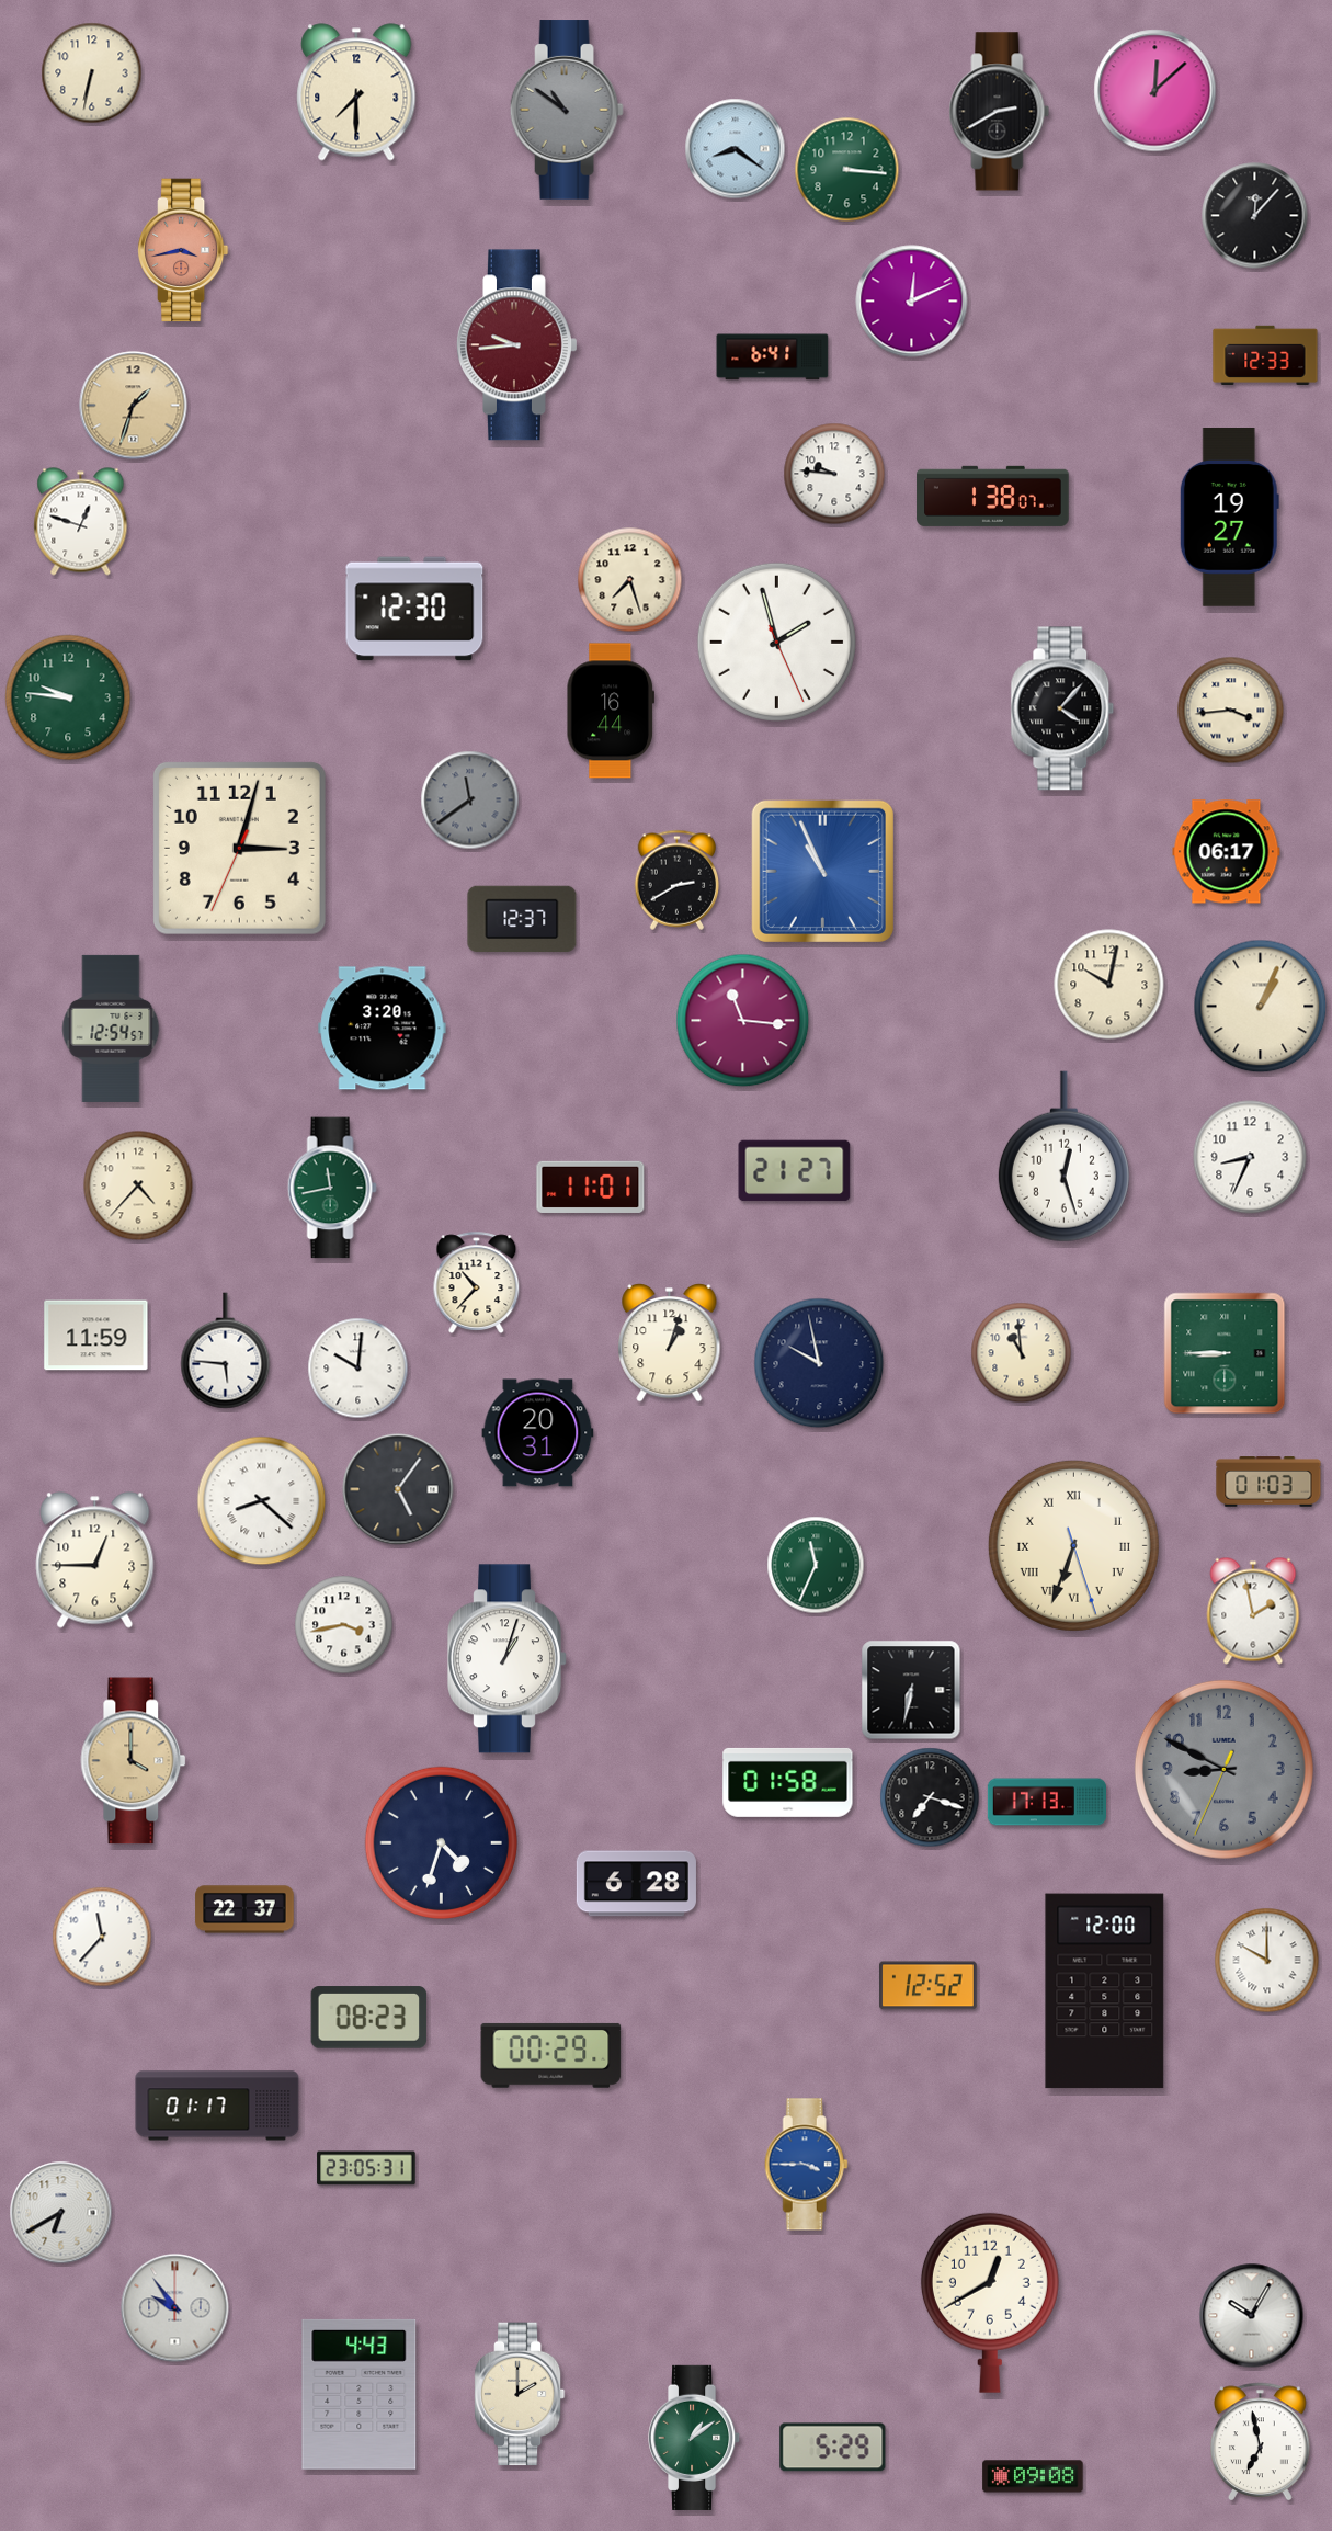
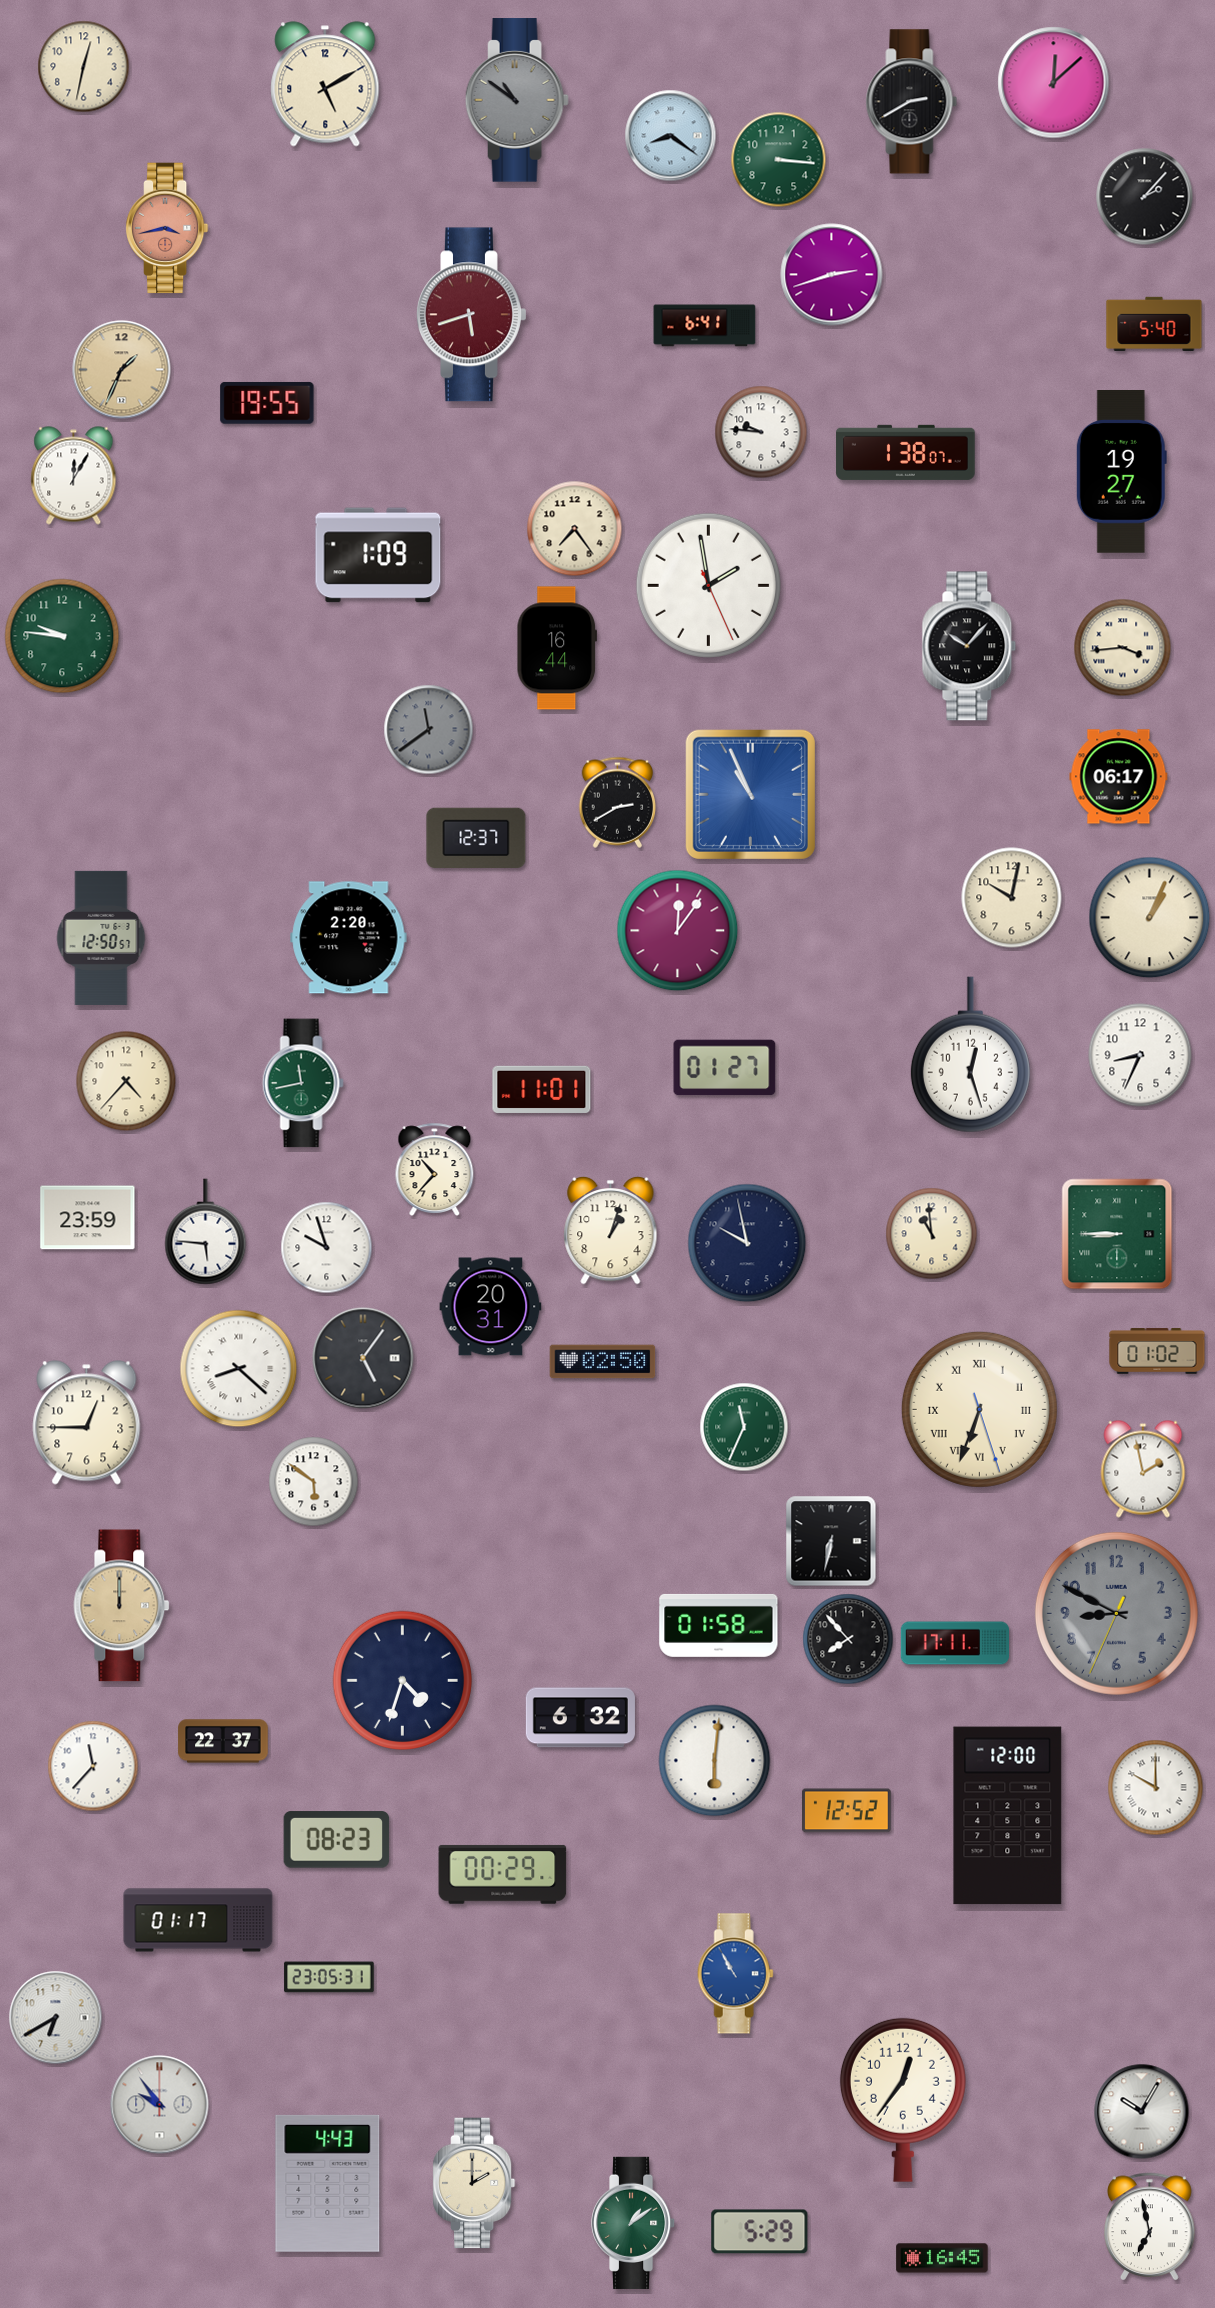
clock at (92, 73): 6:32 -> 12:32
clock at (356, 92): 7:30 -> 5:10
clock at (847, 170) position: (847, 170) -> (779, 160)
clock at (1255, 216): 12:07 -> 2:07
clock at (912, 302): 12:11 -> 2:42
clock at (517, 345): 9:44 -> 5:42
clock at (1265, 354): 12:33 -> 5:40
clock at (134, 406): 1:33 -> 1:34
clock at (267, 403): none -> 19:55
clock at (81, 522): 12:48 -> 12:05
clock at (630, 580): 7:27 -> 7:24
clock at (414, 609): 12:30 -> 1:09
clock at (776, 642): 1:57 -> 1:58
clock at (1062, 708): 4:07 -> 10:07
clock at (239, 848): 3:02 -> none
clock at (743, 1021): 11:16 -> 12:06
clock at (111, 1029): 12:54 -> 12:50
clock at (383, 1029): 3:20 -> 2:20
clock at (795, 1171): 21:27 -> 01:27
clock at (591, 1187) position: (591, 1187) -> (542, 1089)
clock at (96, 1336): 11:59 -> 23:59
clock at (670, 1342) position: (670, 1342) -> (611, 1230)
clock at (358, 1369): 10:01 -> 9:57
clock at (1268, 1482): 01:03 -> 01:02
clock at (603, 1362): none -> 02:50
clock at (344, 1625): 3:43 -> 5:51
clock at (508, 1659): 1:03 -> none
clock at (134, 1761): 4:00 -> 12:00
clock at (930, 1797): 7:18 -> 7:53
clock at (1046, 1802): 17:13 -> 17:11
clock at (636, 1884): 6:28 -> 6:32
clock at (715, 1761): none -> 6:01
clock at (806, 2165): 3:45 -> 10:55
clock at (366, 2168) position: (366, 2168) -> (329, 1977)
clock at (990, 2303): 12:40 -> 12:36
clock at (1033, 2476): 09:08 -> 16:45
